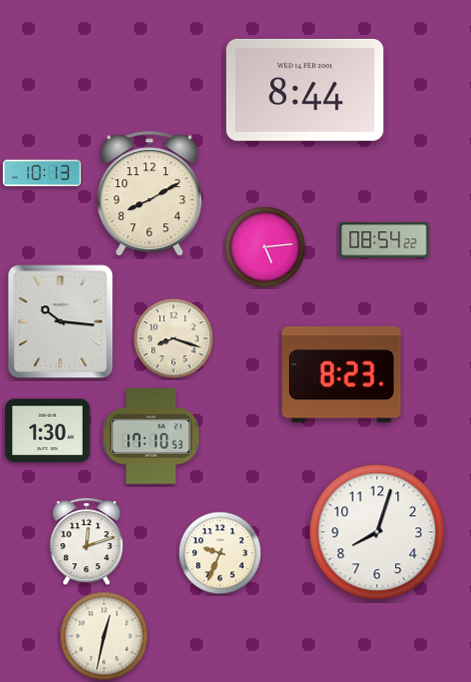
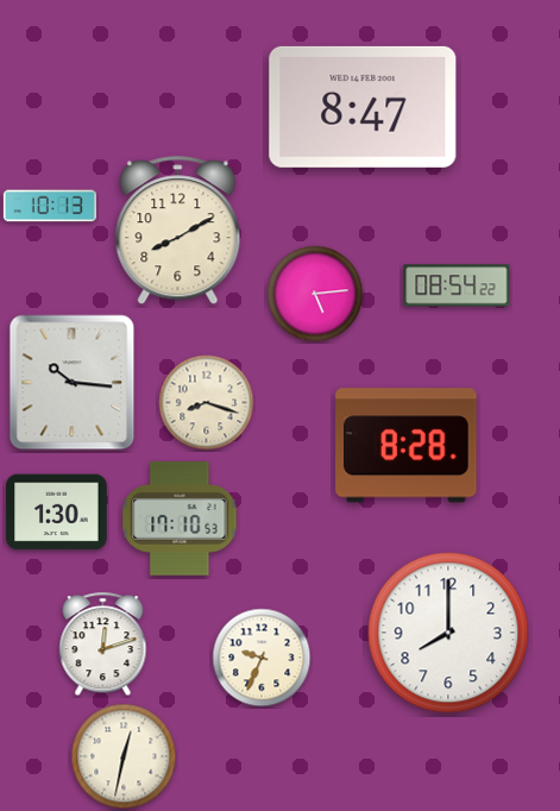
clock at (305, 90): 8:44 -> 8:47
clock at (342, 375): 8:23 -> 8:28
clock at (377, 532): 8:03 -> 8:00
